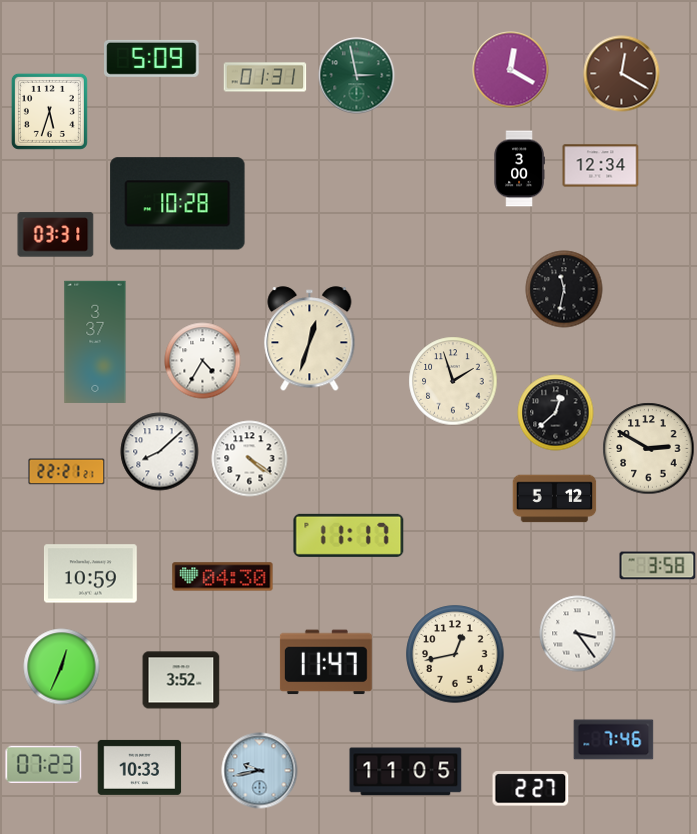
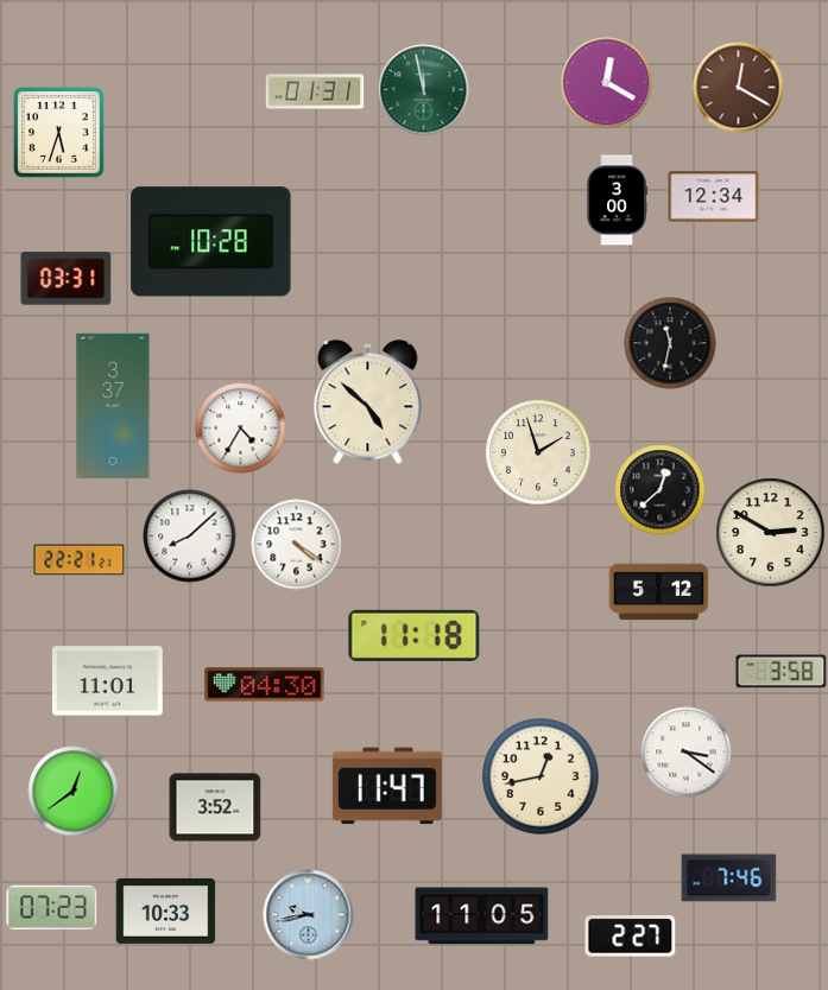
clock at (152, 58): 5:09 -> none
clock at (357, 76): 2:58 -> 11:58
clock at (310, 339): 12:33 -> 4:52
clock at (349, 535): 11:17 -> 11:18
clock at (90, 574): 10:59 -> 11:01
clock at (578, 634): 3:24 -> 3:21
clock at (62, 667): 12:34 -> 12:39
